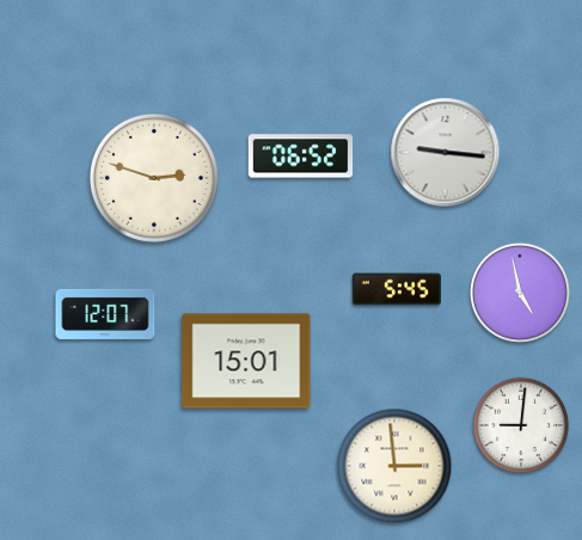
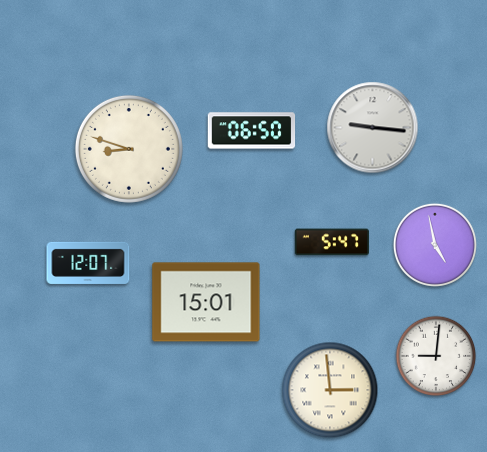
clock at (301, 157): 06:52 -> 06:50
clock at (154, 178): 2:48 -> 8:48
clock at (397, 289): 5:45 -> 5:47
